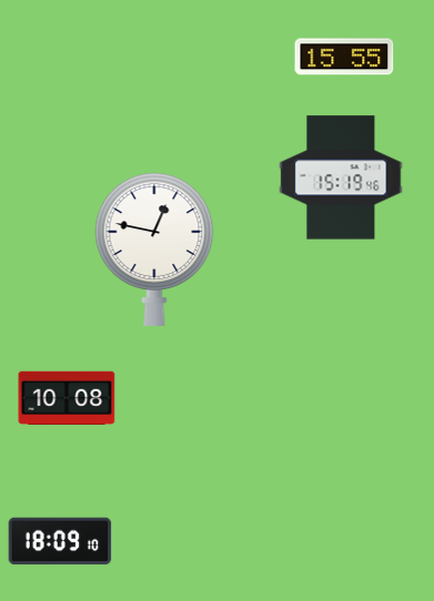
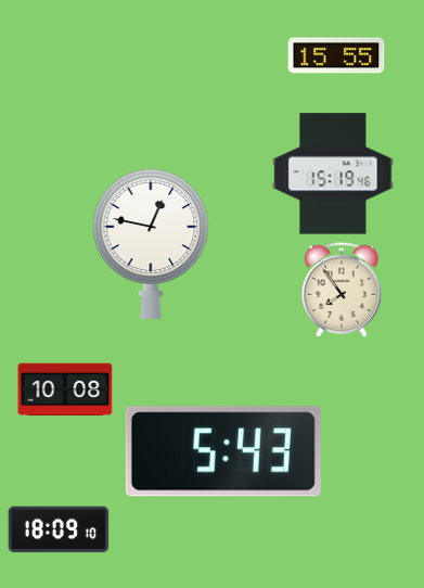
clock at (342, 290): none -> 7:54
clock at (223, 451): none -> 5:43
